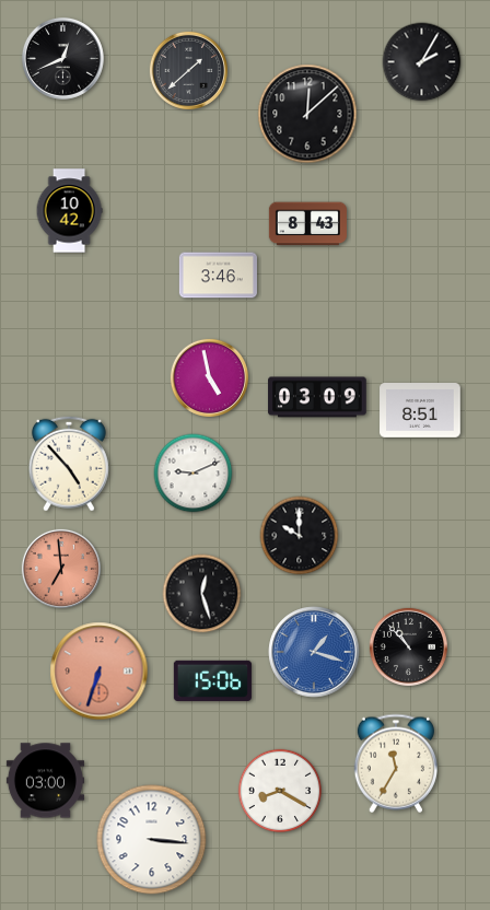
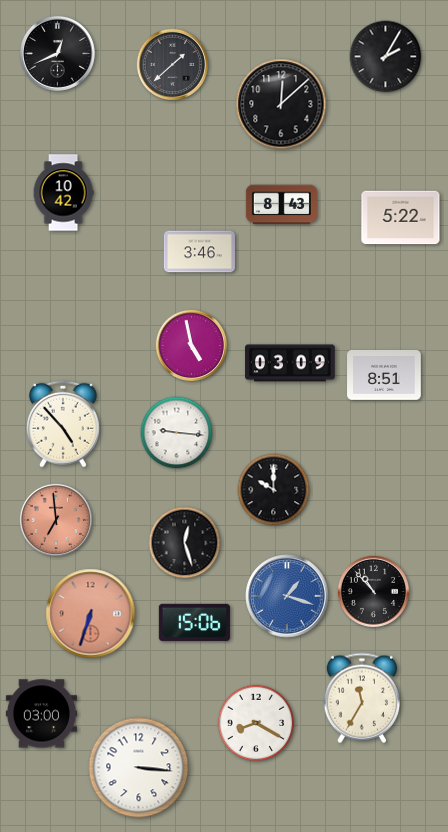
clock at (401, 218): none -> 5:22
clock at (194, 474): 9:11 -> 9:16
